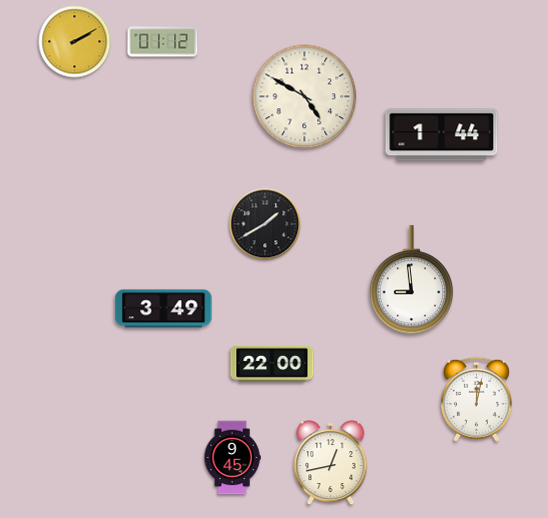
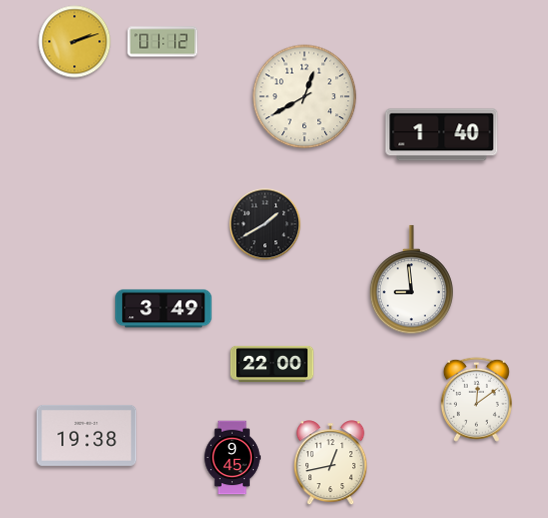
clock at (75, 42): 2:10 -> 2:12
clock at (305, 97): 4:50 -> 12:40
clock at (442, 135): 1:44 -> 1:40
clock at (476, 399): 12:02 -> 12:09
clock at (87, 435): none -> 19:38
